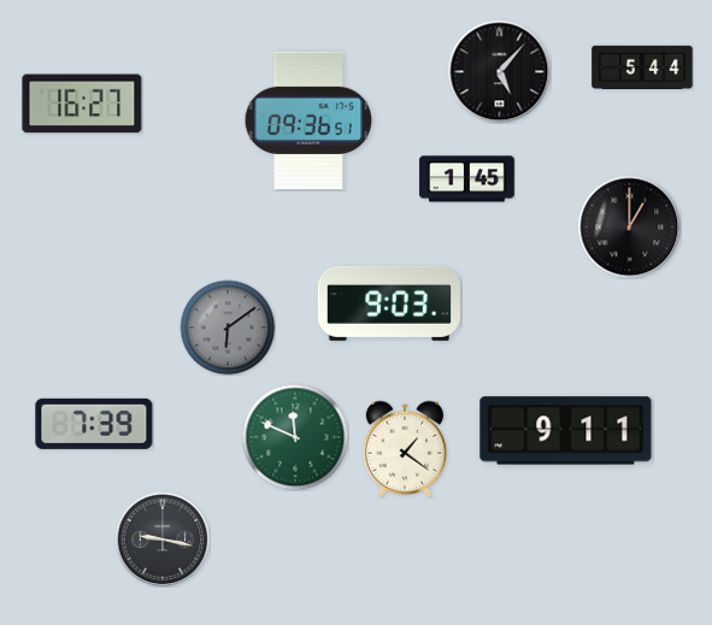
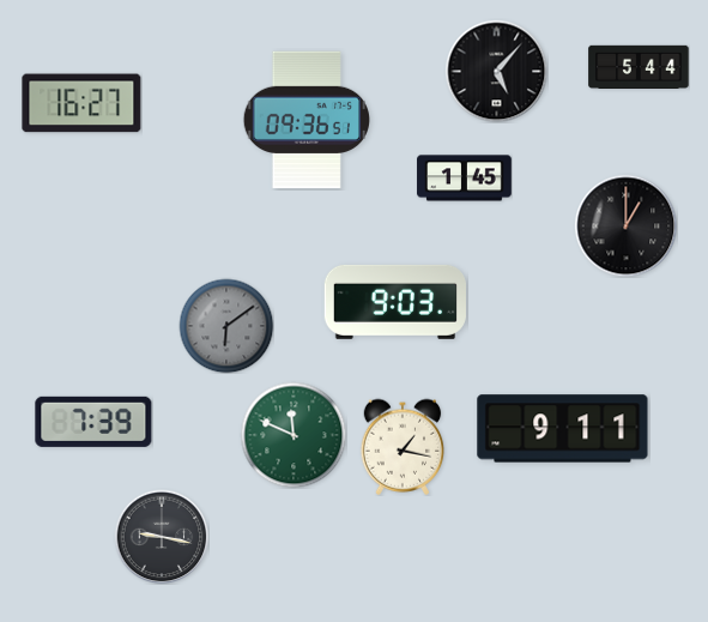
clock at (389, 303) position: (389, 303) -> (395, 302)
clock at (405, 449): 1:21 -> 1:17
